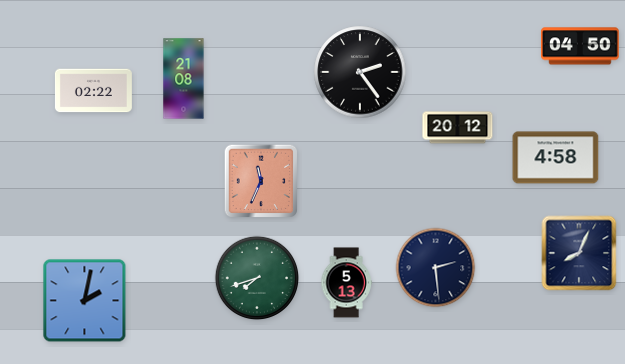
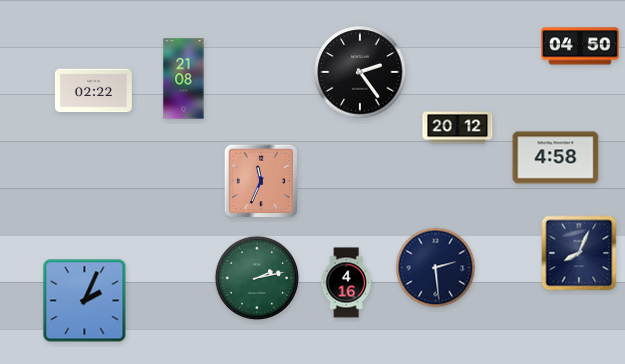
clock at (257, 278): 7:42 -> 2:13
clock at (346, 283): 5:13 -> 4:16
clock at (85, 301): 2:02 -> 2:04
